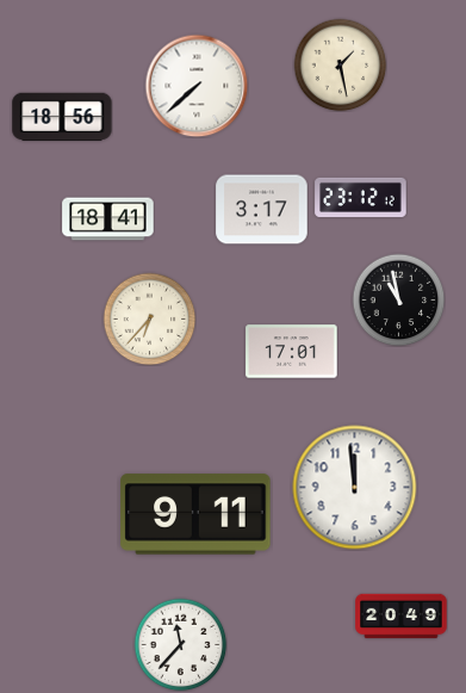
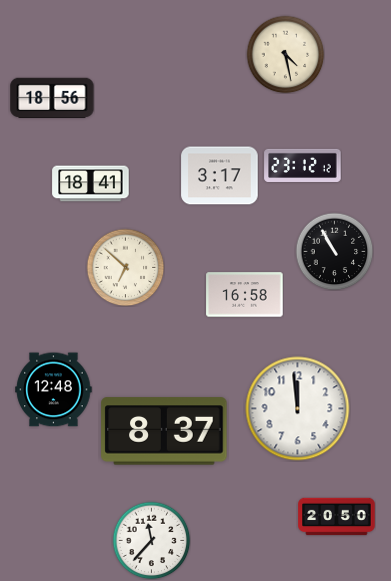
clock at (340, 64): 1:28 -> 4:28
clock at (197, 86): 7:38 -> none
clock at (398, 299): 10:58 -> 10:55
clock at (149, 318): 6:37 -> 6:52
clock at (292, 352): 17:01 -> 16:58
clock at (54, 390): none -> 12:48
clock at (195, 514): 9:11 -> 8:37
clock at (402, 617): 20:49 -> 20:50
